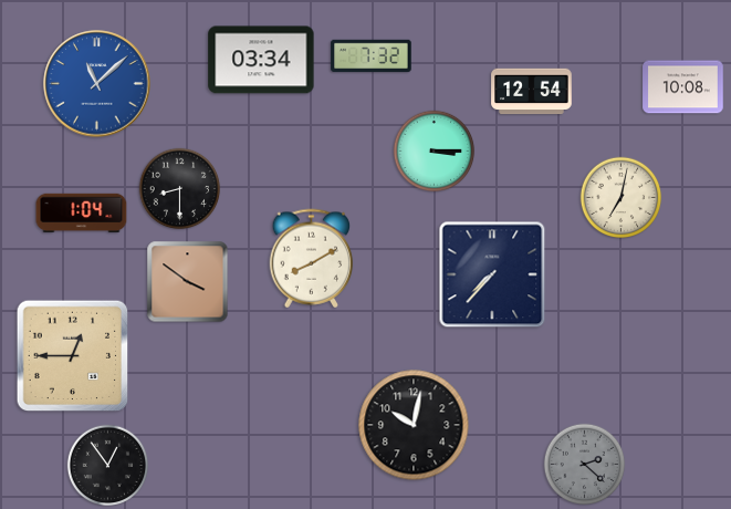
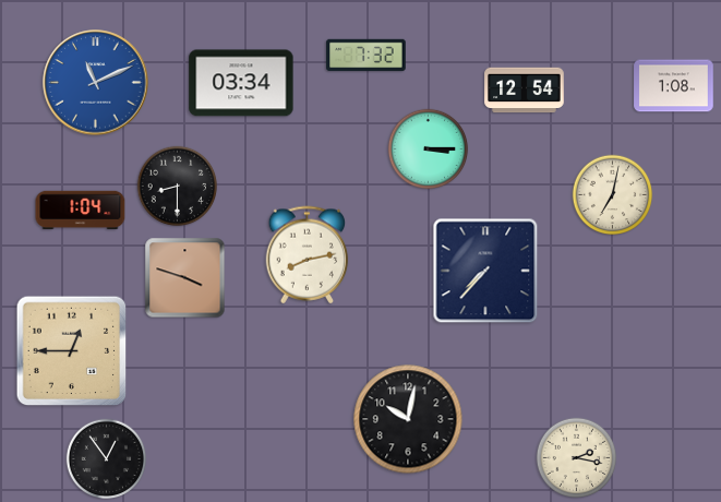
clock at (261, 60) position: (261, 60) -> (241, 83)
clock at (97, 84): 11:08 -> 11:11
clock at (683, 87): 10:08 -> 1:08
clock at (312, 259): 8:10 -> 8:13
clock at (188, 282): 3:51 -> 3:48
clock at (585, 465): 2:22 -> 2:17
clock at (585, 465) dial: grey -> cream
